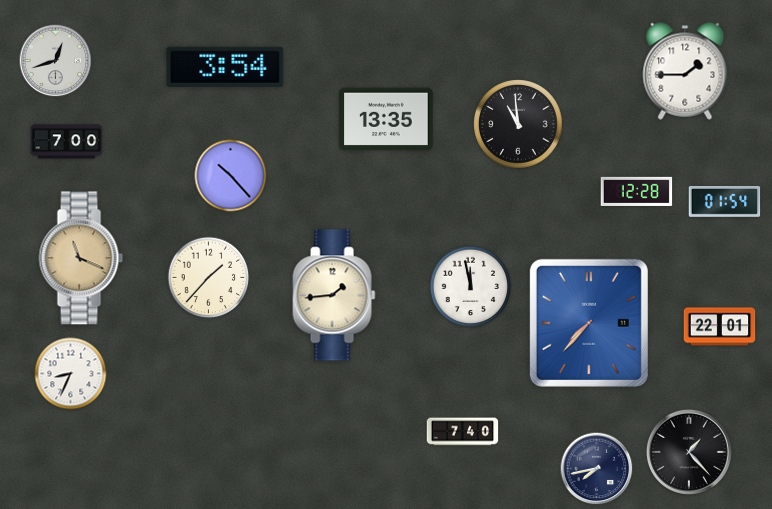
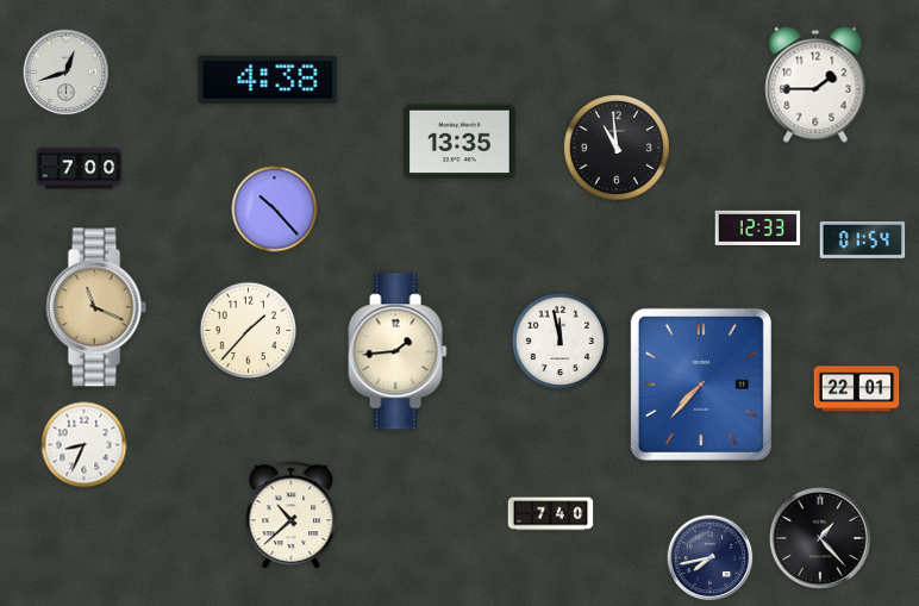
clock at (225, 67): 3:54 -> 4:38
clock at (637, 191): 12:28 -> 12:33
clock at (292, 514): none -> 10:38
